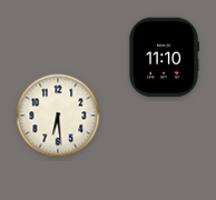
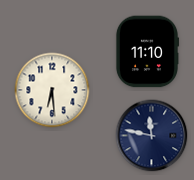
clock at (58, 116) position: (58, 116) -> (52, 90)
clock at (152, 136): none -> 11:47
